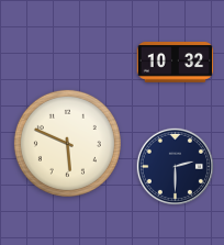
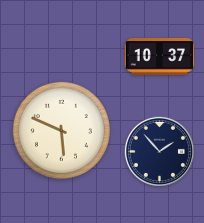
clock at (176, 63): 10:32 -> 10:37
clock at (175, 166): 2:30 -> 1:53
